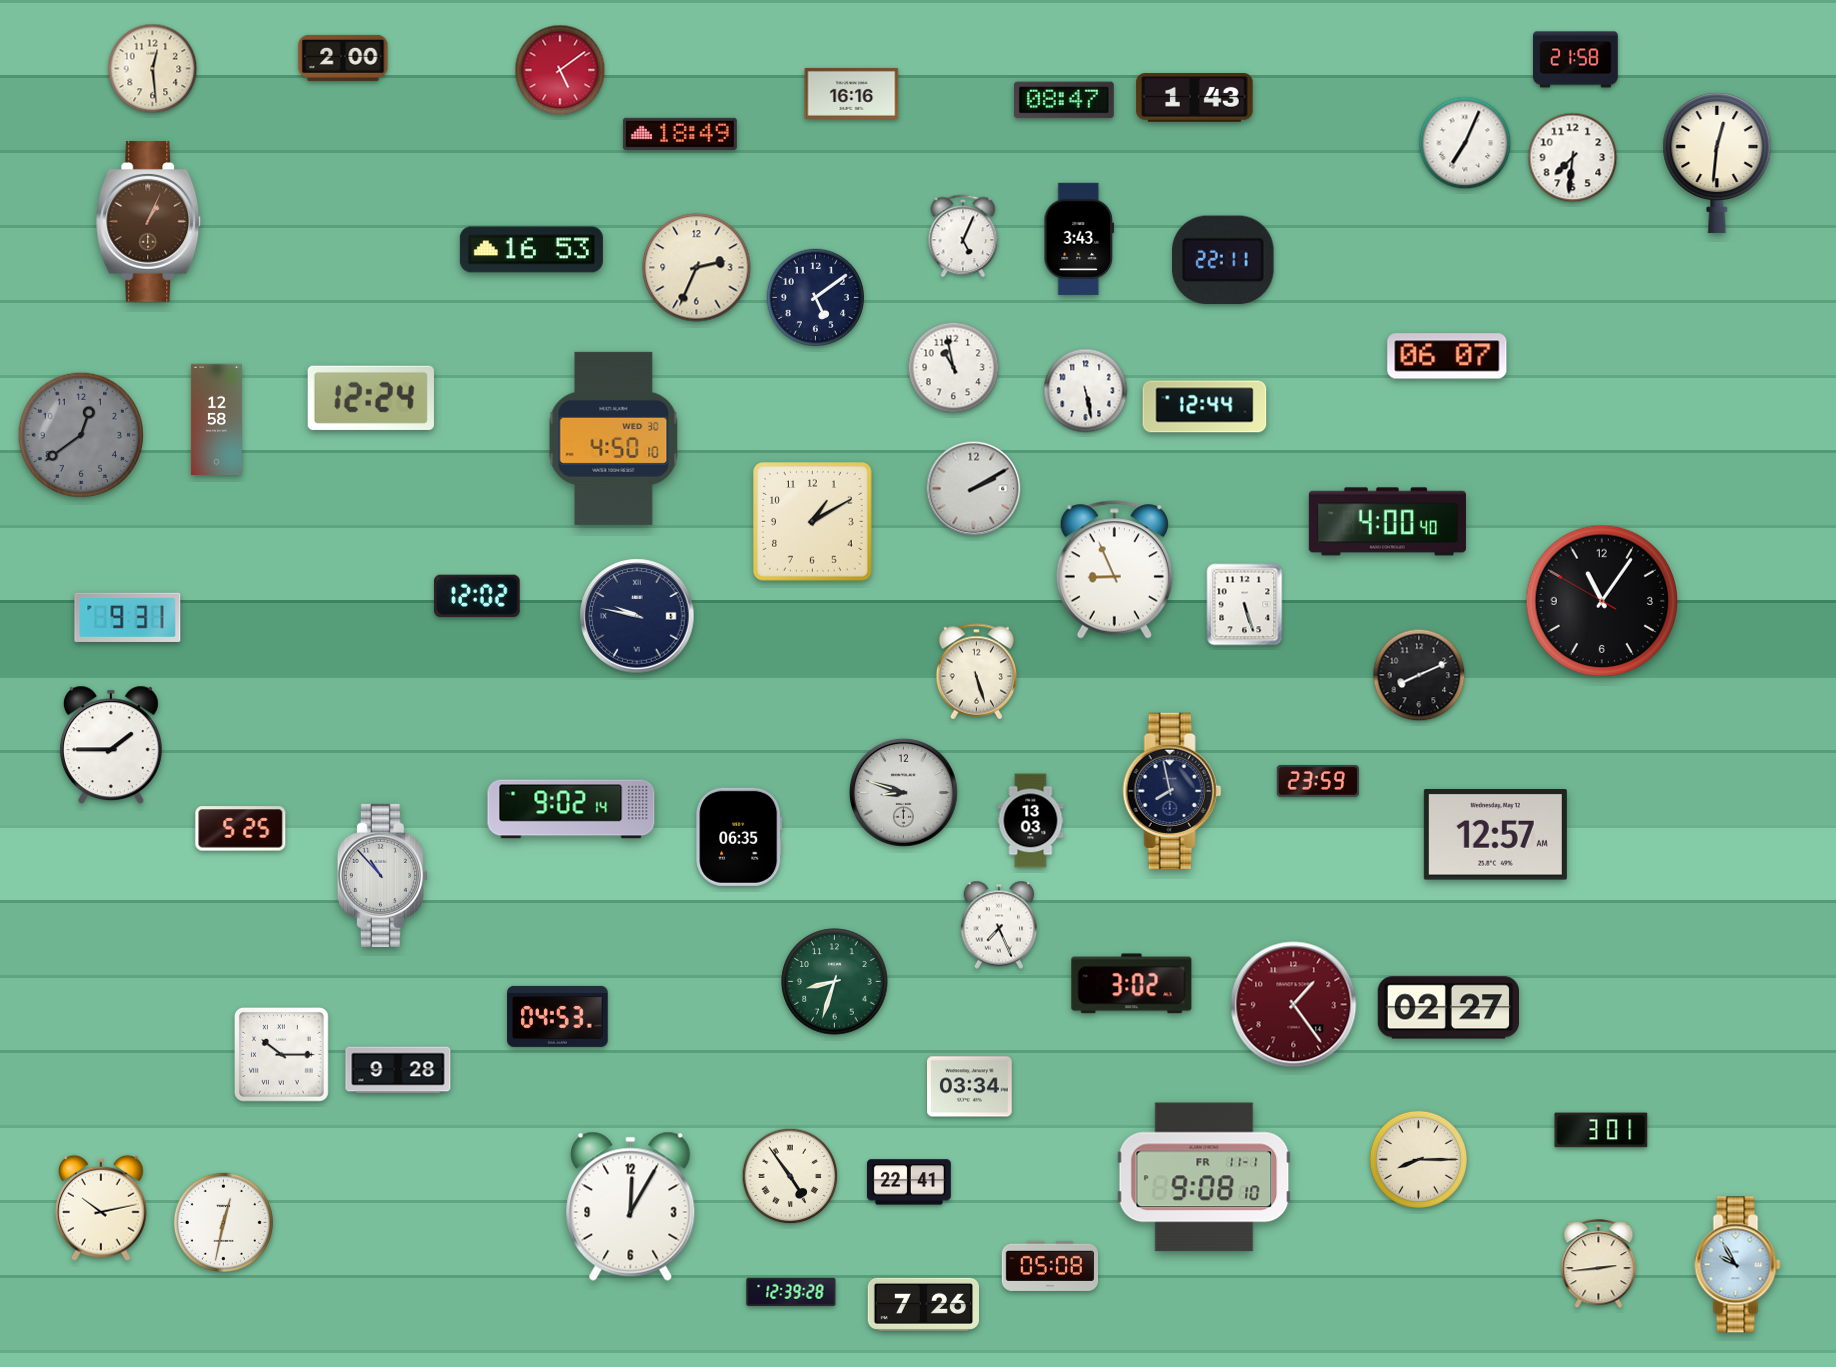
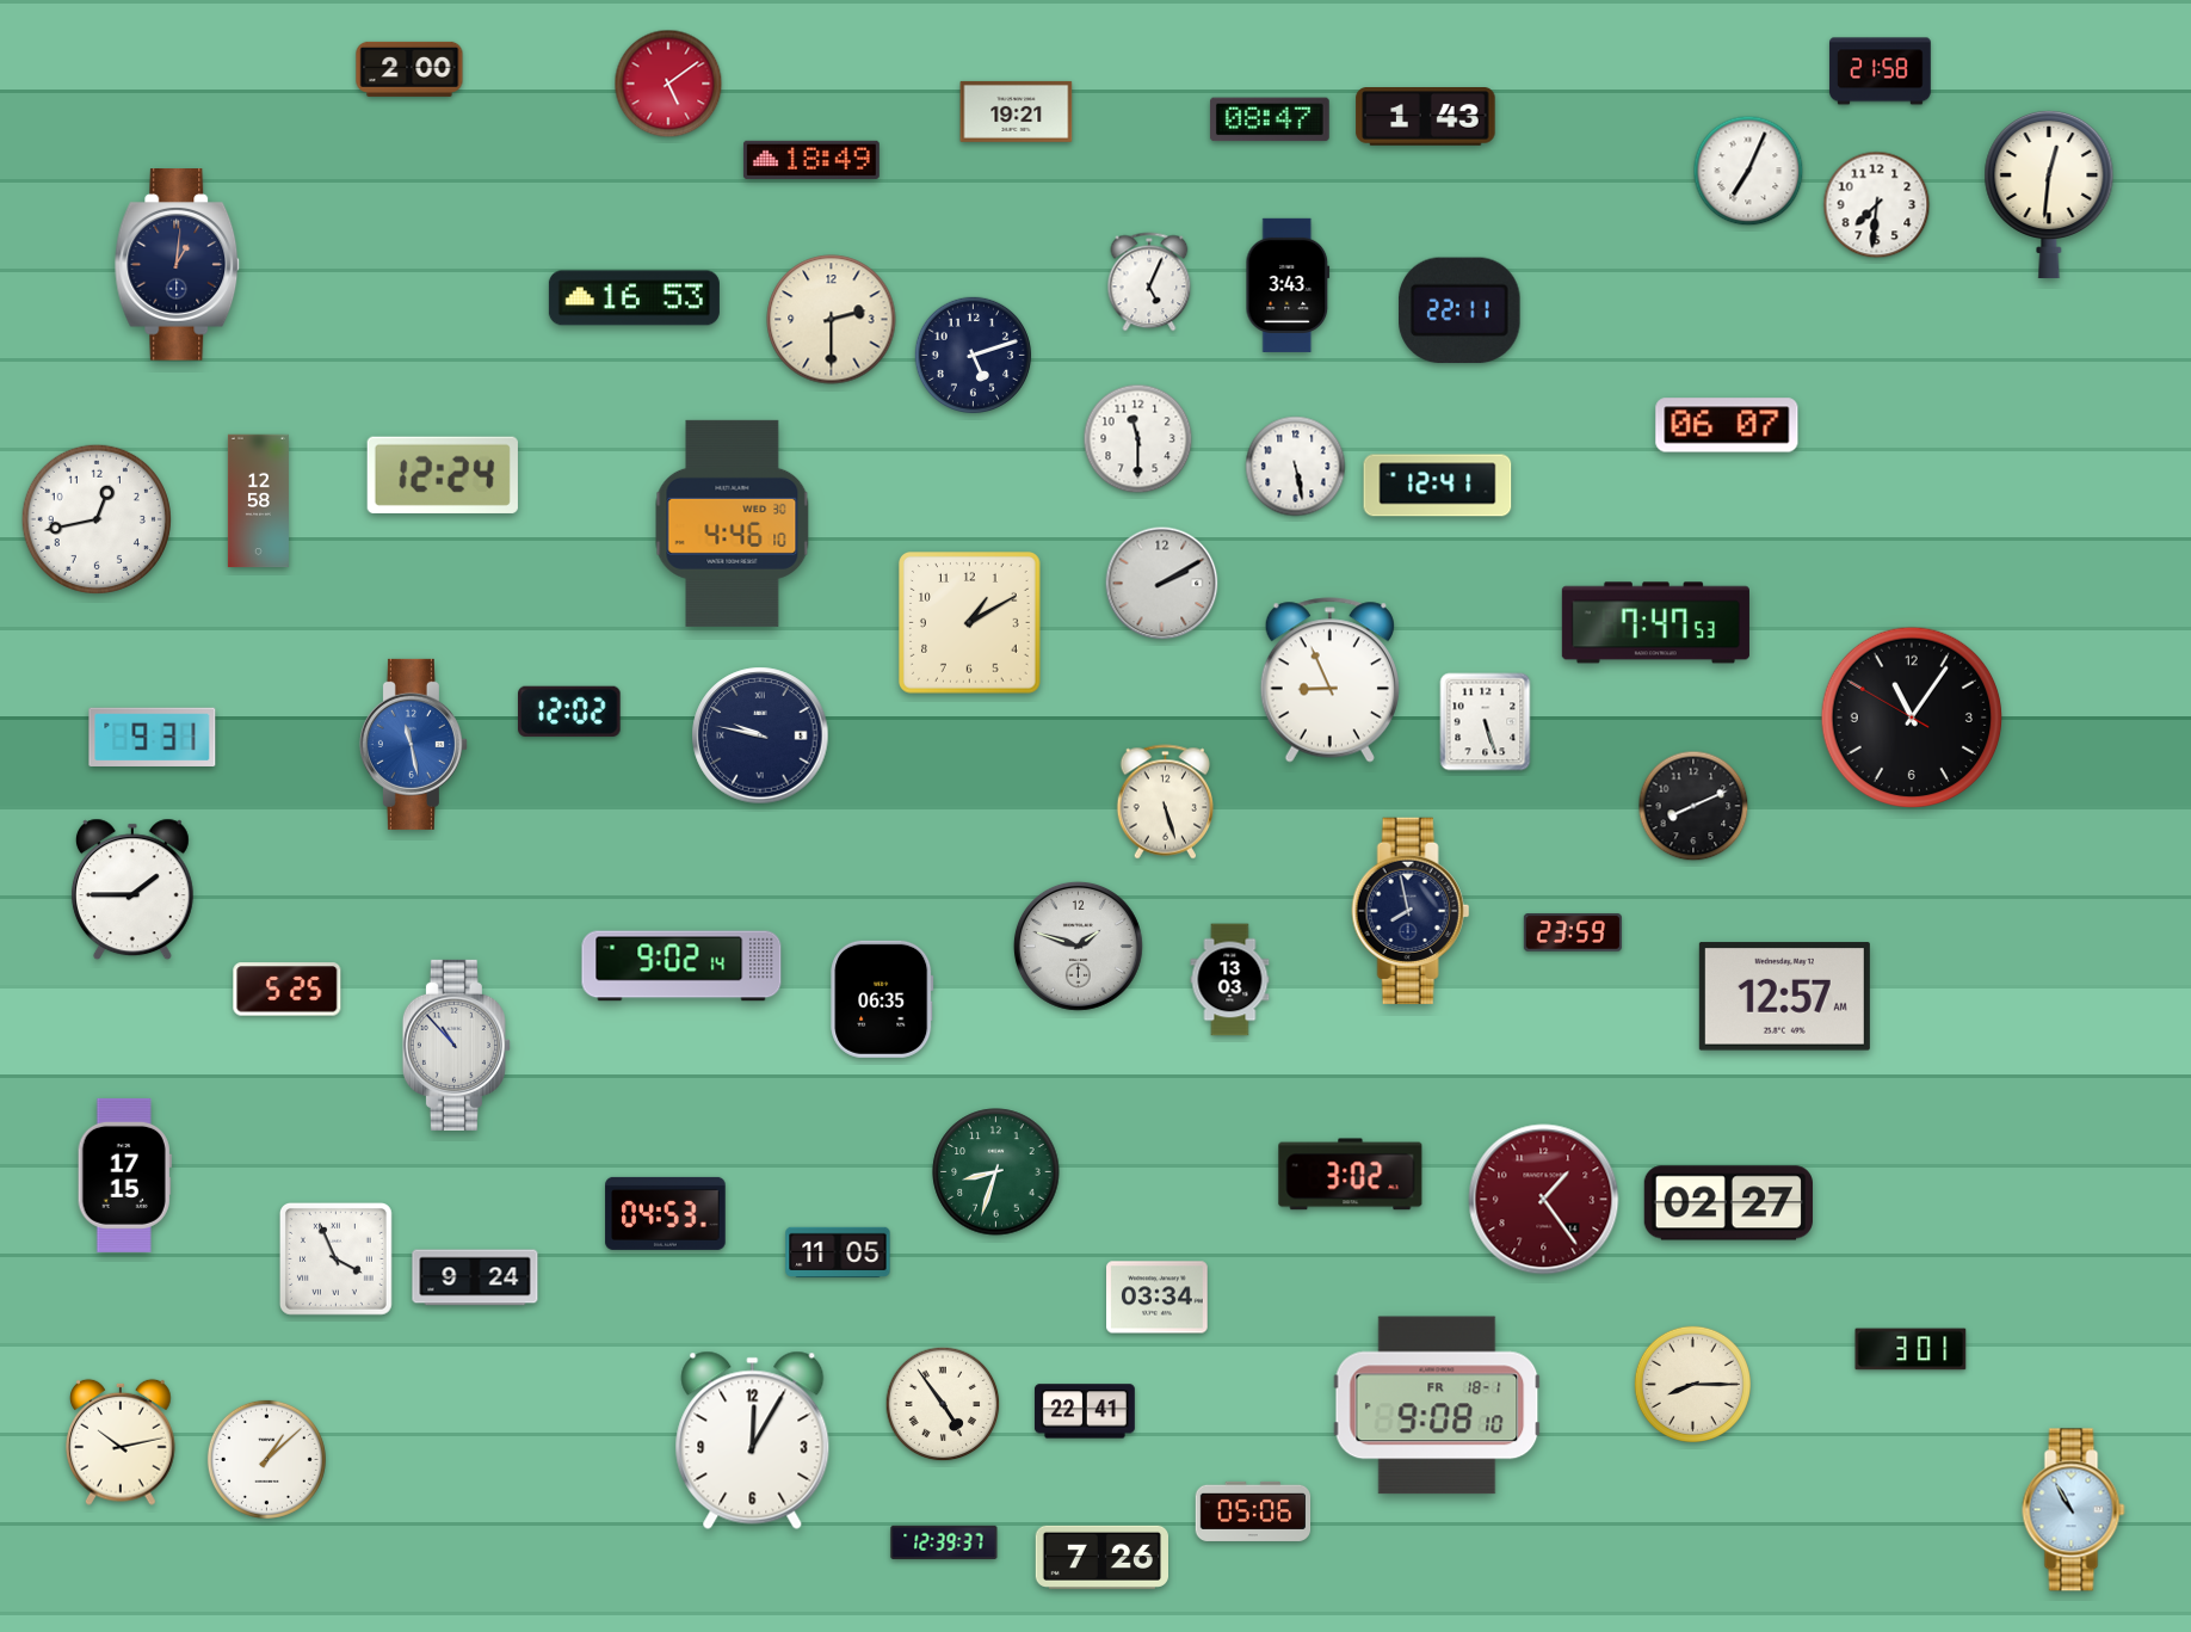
clock at (153, 69): 12:29 -> none
clock at (852, 93): 16:16 -> 19:21
clock at (1573, 158) position: (1573, 158) -> (1877, 205)
clock at (149, 222): 1:04 -> 1:01
clock at (149, 222) dial: brown -> navy
clock at (697, 268): 2:34 -> 2:30
clock at (815, 297): 5:09 -> 5:12
clock at (954, 368): 10:58 -> 11:30
clock at (1205, 407): 12:44 -> 12:41
clock at (81, 435): 12:39 -> 12:43
clock at (81, 435) dial: grey -> white
clock at (614, 438): 4:50 -> 4:46
clock at (1387, 522): 4:00 -> 7:47
clock at (413, 744): none -> 11:28
clock at (1172, 791) position: (1172, 791) -> (1411, 911)
clock at (903, 792): 8:48 -> 1:48
clock at (999, 925): 7:26 -> none
clock at (124, 1175): none -> 17:15
clock at (838, 1251): none -> 11:05
clock at (281, 1054): 10:15 -> 3:56
clock at (398, 1070): 9:28 -> 9:24
clock at (1204, 1177) date: FR 11-1 -> FR 18-1
clock at (223, 1222): 12:32 -> 1:08
clock at (1599, 1264): 2:44 -> none
clock at (1738, 1265): 9:55 -> 10:55
clock at (1050, 1266): 05:08 -> 05:06
clock at (791, 1291): 12:39:28 -> 12:39:37
